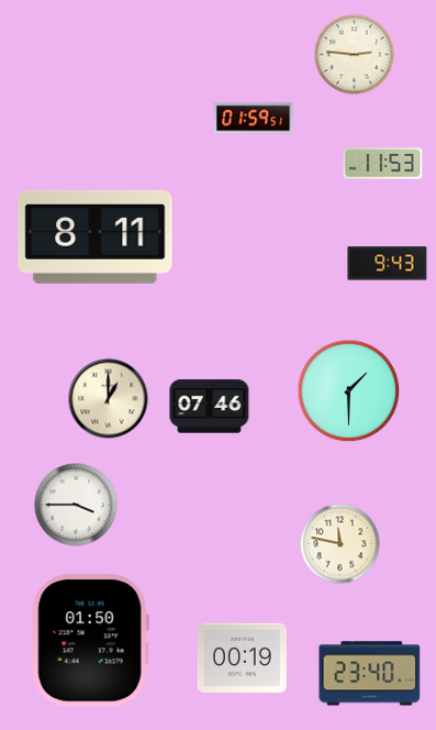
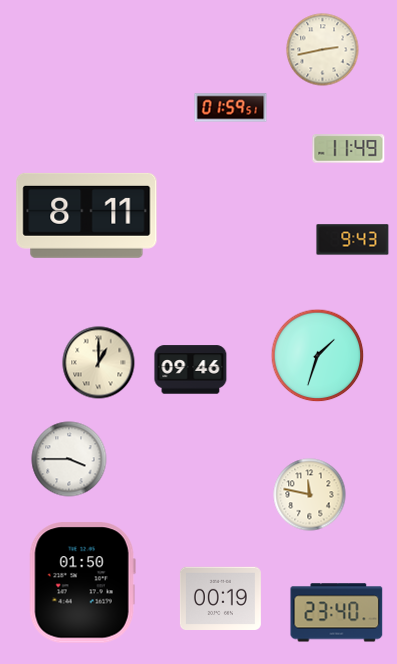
clock at (355, 55): 2:46 -> 2:43
clock at (383, 164): 11:53 -> 11:49
clock at (349, 391): 1:30 -> 1:33
clock at (210, 407): 07:46 -> 09:46
